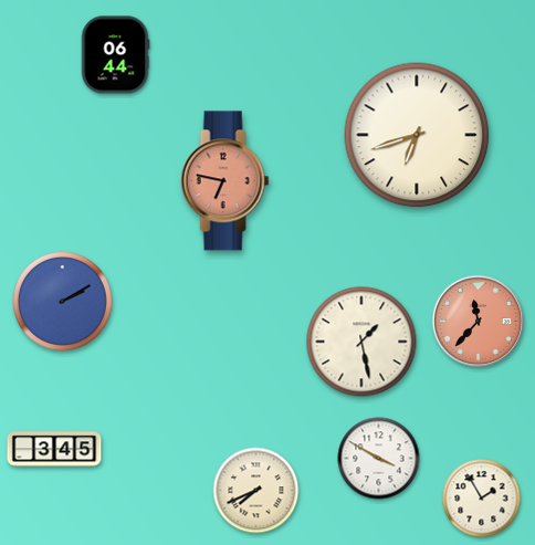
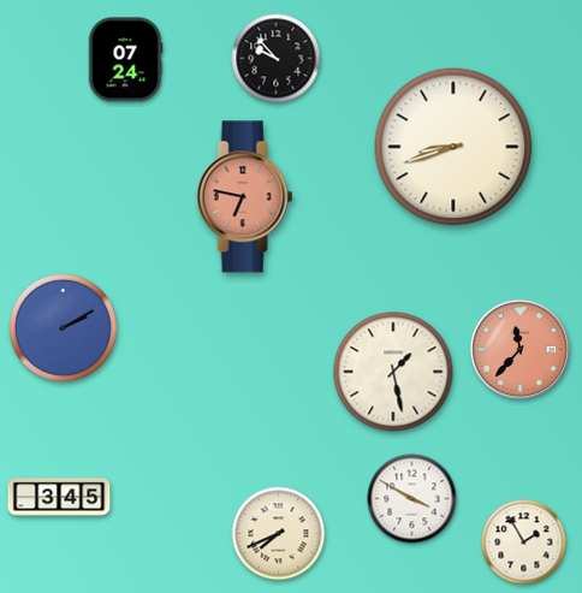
clock at (277, 59): none -> 9:53
clock at (115, 55): 06:44 -> 07:24
clock at (417, 135): 6:42 -> 8:42
clock at (63, 302) position: (63, 302) -> (64, 328)
clock at (54, 449) position: (54, 449) -> (59, 497)
